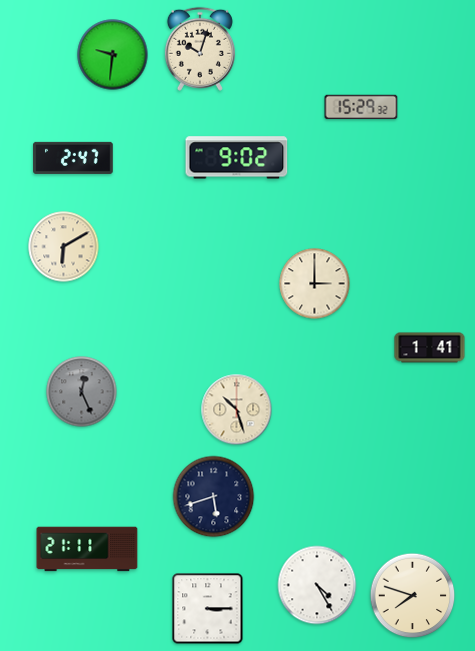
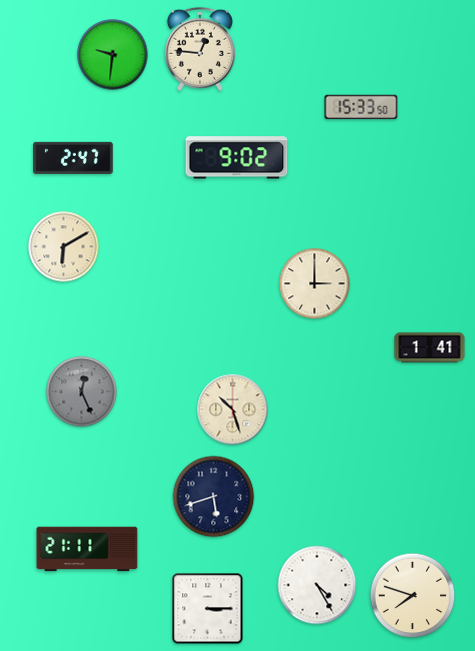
clock at (200, 49): 10:03 -> 12:46
clock at (361, 107): 15:29 -> 15:33
clock at (237, 410) position: (237, 410) -> (233, 410)
